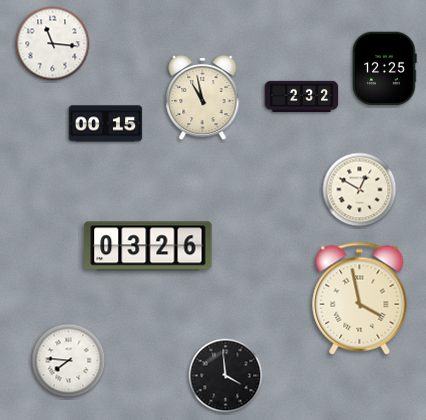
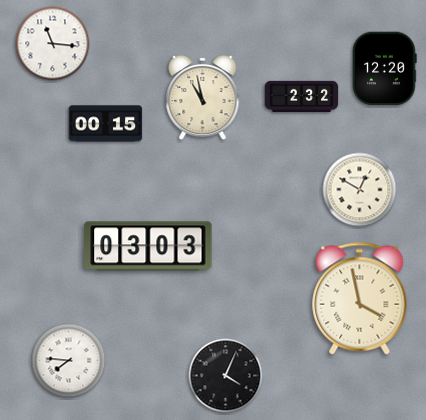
clock at (385, 69): 12:25 -> 12:20
clock at (148, 246): 03:26 -> 03:03
clock at (226, 376): 3:59 -> 4:04
